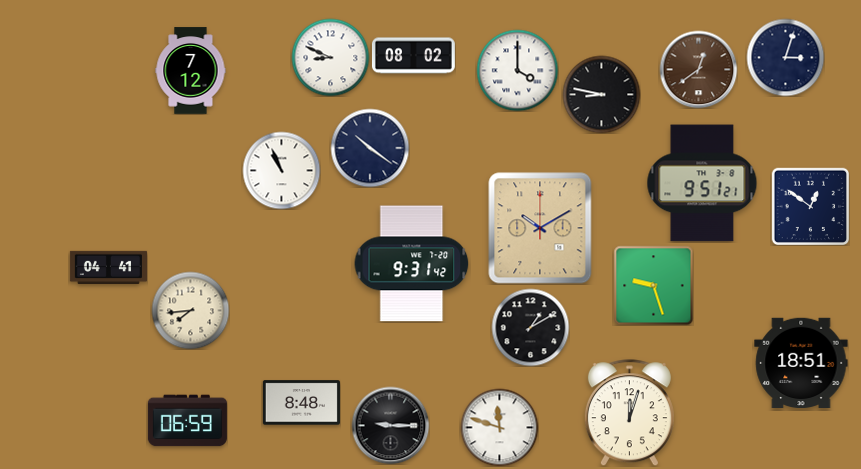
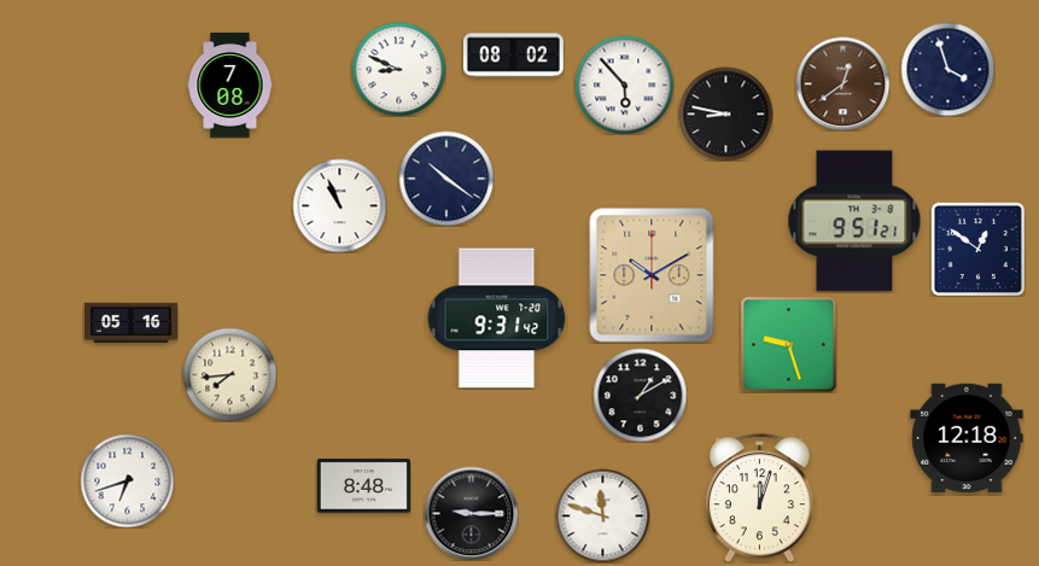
clock at (413, 56) position: (413, 56) -> (513, 56)
clock at (785, 57): 3:03 -> 3:57
clock at (517, 70): 4:00 -> 5:53
clock at (191, 71): 7:12 -> 7:08
clock at (702, 183) position: (702, 183) -> (854, 221)
clock at (108, 267): 04:41 -> 05:16
clock at (801, 362): 18:51 -> 12:18
clock at (127, 480): none -> 6:42
clock at (187, 421): 06:59 -> none
